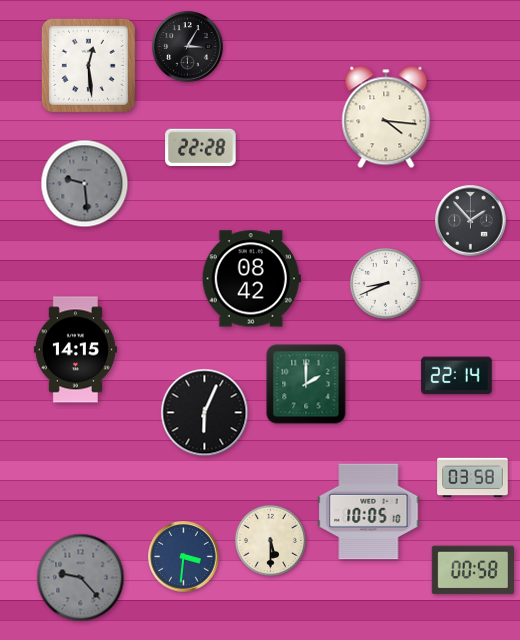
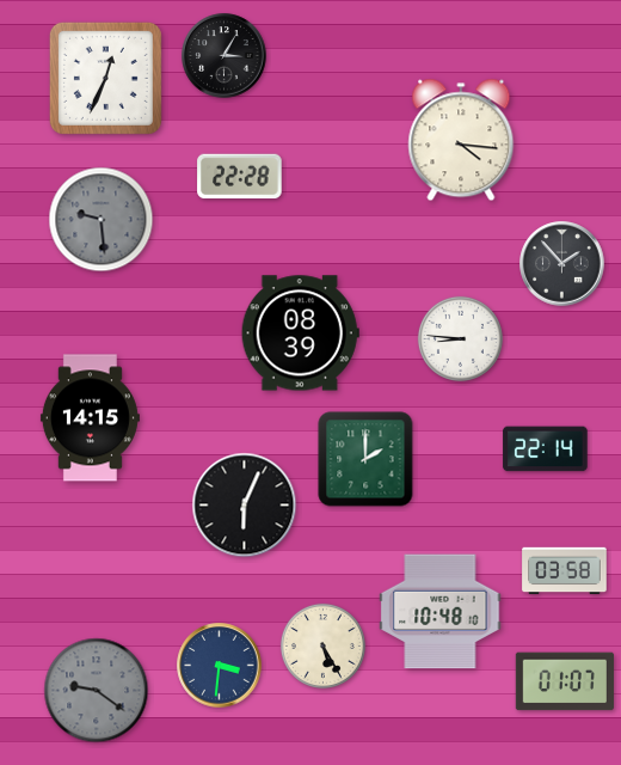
clock at (88, 65): 12:29 -> 12:34
clock at (251, 279): 08:42 -> 08:39
clock at (385, 283): 8:41 -> 8:46
clock at (205, 413) position: (205, 413) -> (245, 506)
clock at (369, 512): 10:05 -> 10:48
clock at (270, 540): 5:30 -> 5:25
clock at (473, 570): 00:58 -> 01:07
clock at (81, 578): 9:23 -> 9:21
